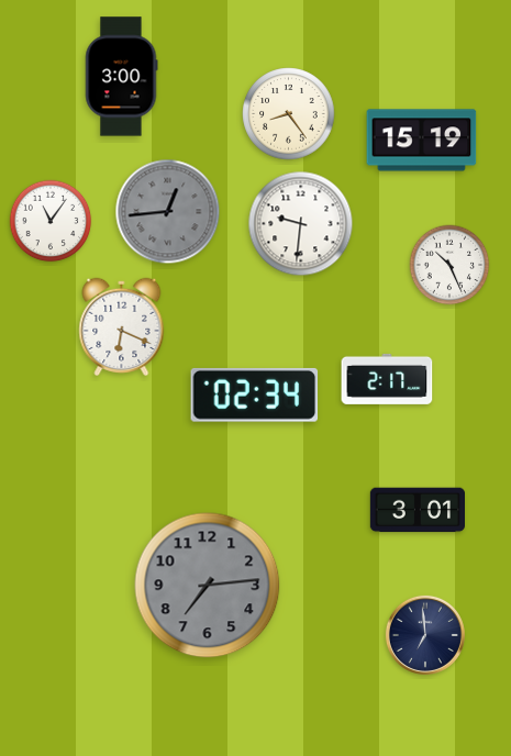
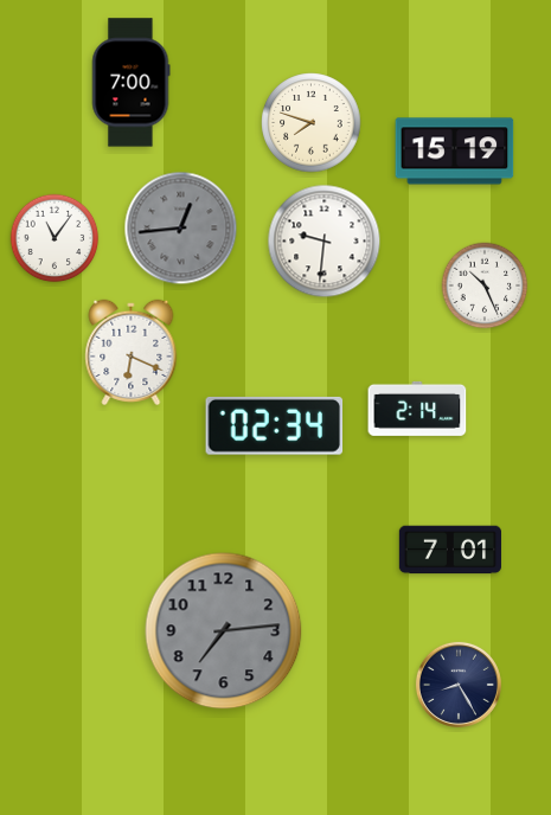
clock at (121, 77): 3:00 -> 7:00
clock at (289, 114): 8:24 -> 7:48
clock at (387, 379): 2:17 -> 2:14
clock at (416, 510): 3:01 -> 7:01
clock at (425, 635): 6:59 -> 8:25
